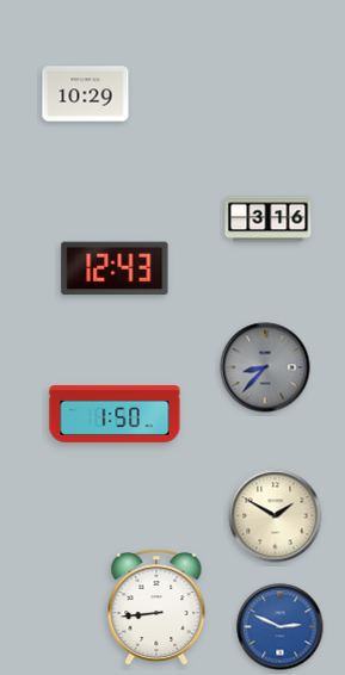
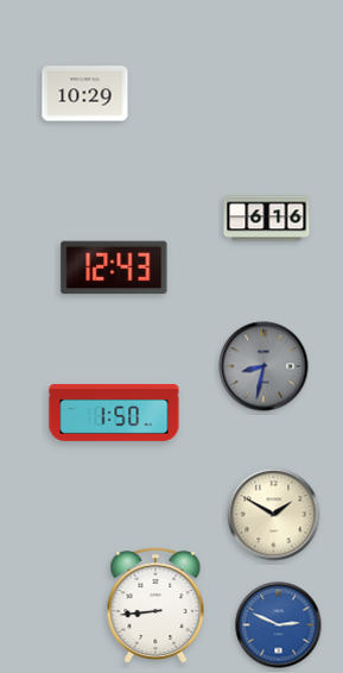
clock at (269, 219): 3:16 -> 6:16
clock at (265, 367): 8:37 -> 8:32
